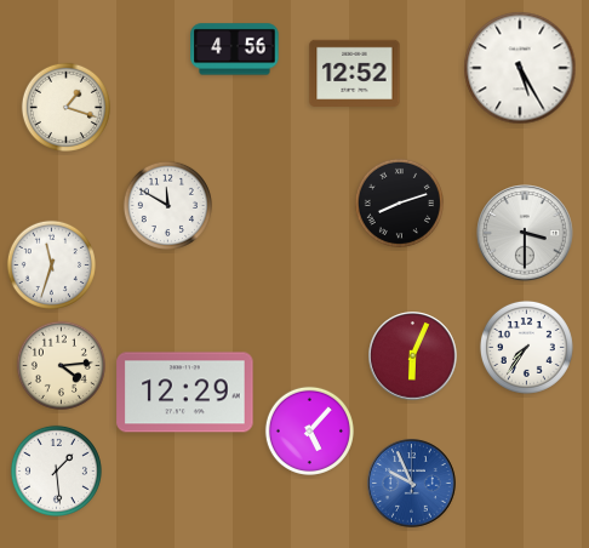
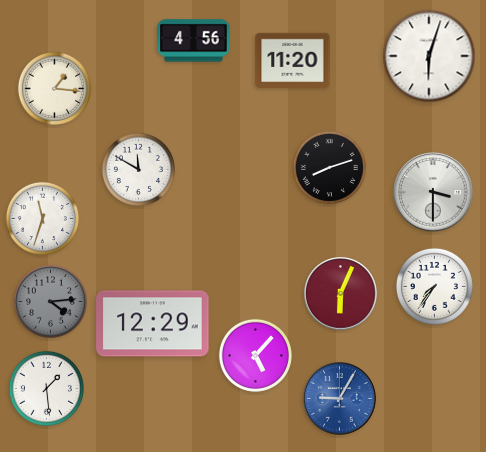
clock at (520, 68): 5:25 -> 6:03
clock at (355, 74): 12:52 -> 11:20
clock at (65, 107): 1:18 -> 1:16
clock at (61, 365) dial: cream -> grey
clock at (412, 484): 9:56 -> 9:05
